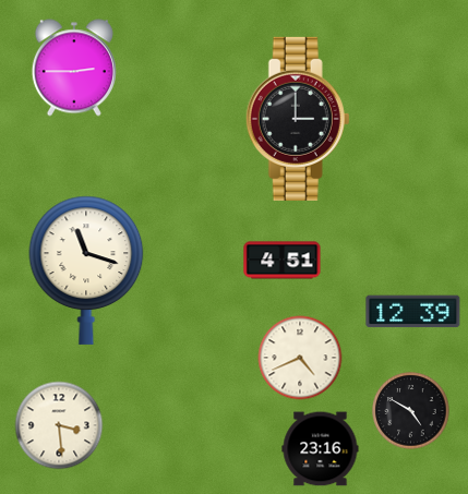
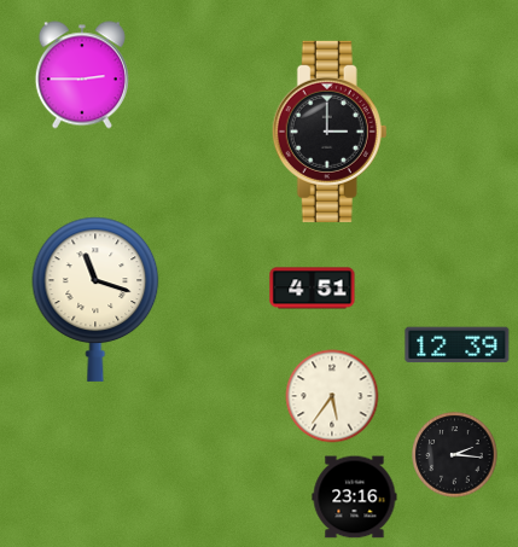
clock at (300, 358): 4:41 -> 5:36
clock at (411, 411): 4:50 -> 2:16
clock at (59, 425): 3:29 -> none
